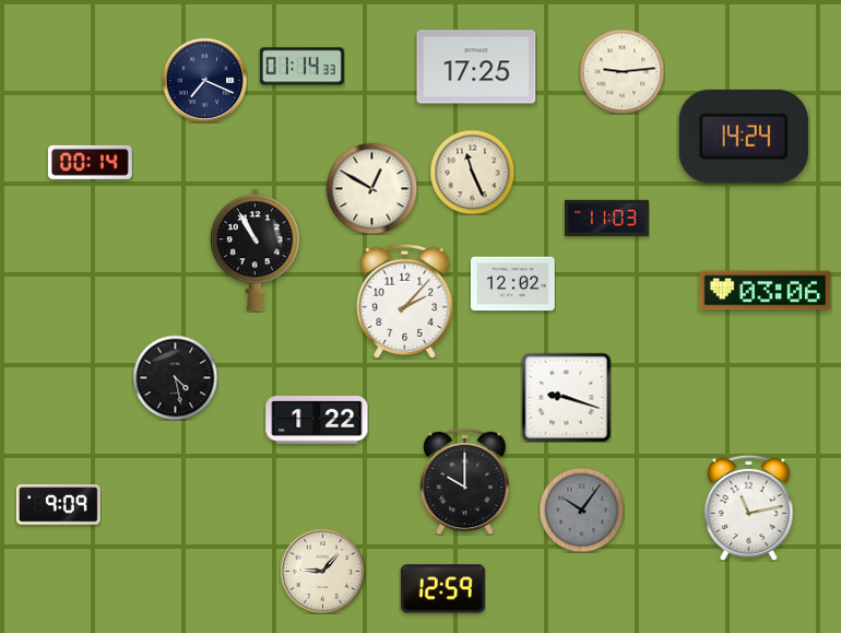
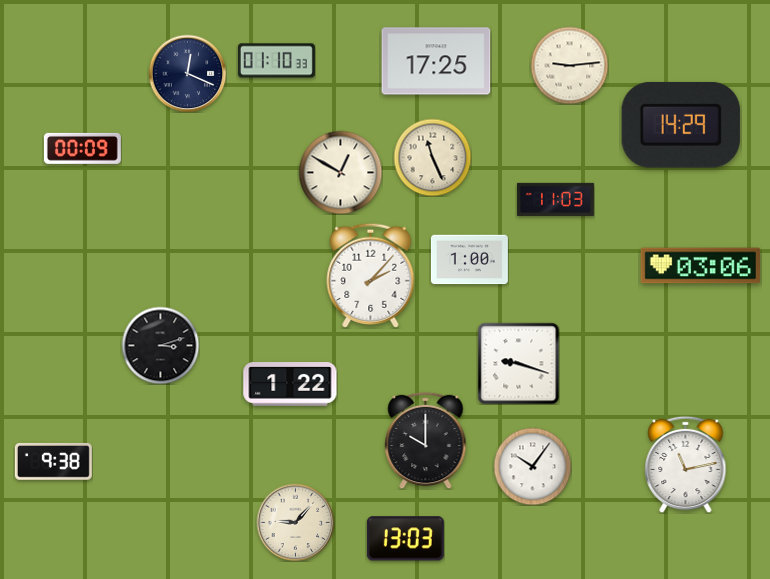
clock at (301, 67): 01:14 -> 01:10
clock at (204, 80): 7:19 -> 12:19
clock at (744, 137): 14:24 -> 14:29
clock at (90, 162): 00:14 -> 00:09
clock at (254, 250): 10:55 -> none
clock at (512, 284): 12:02 -> 1:00
clock at (175, 377): 4:28 -> 3:12
clock at (58, 504): 9:09 -> 9:38
clock at (581, 509) dial: grey -> white
clock at (442, 589): 12:59 -> 13:03
